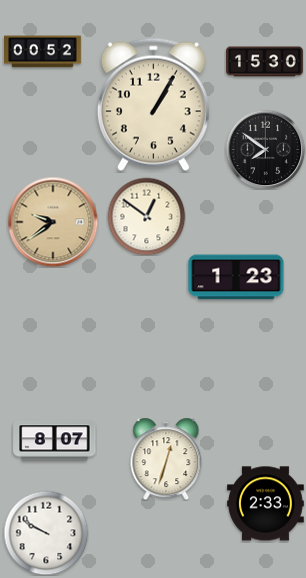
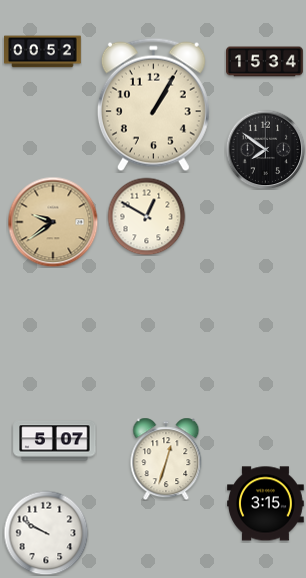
clock at (265, 62): 15:30 -> 15:34
clock at (146, 216): 12:51 -> 12:50
clock at (236, 277): 1:23 -> none
clock at (55, 441): 8:07 -> 5:07
clock at (266, 504): 2:33 -> 3:15
